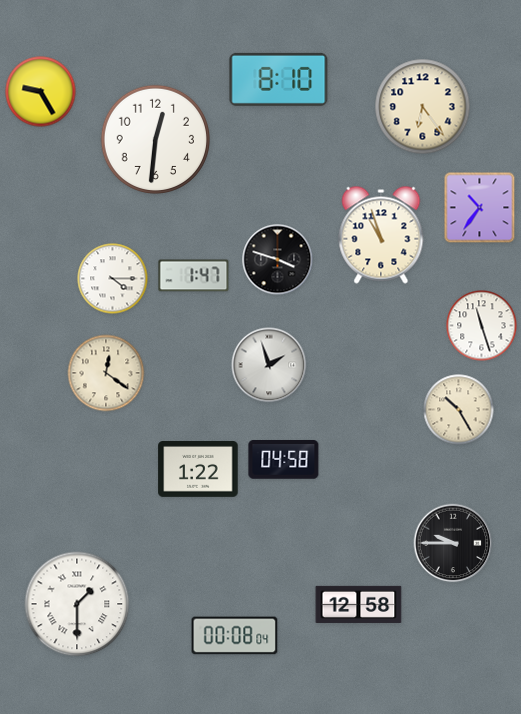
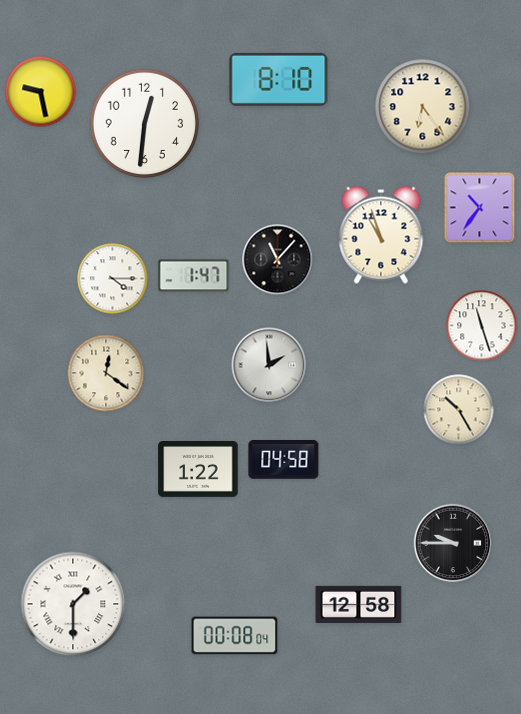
clock at (41, 92): 9:25 -> 9:28
clock at (155, 139) position: (155, 139) -> (144, 123)
clock at (278, 260): 3:48 -> 11:07
clock at (269, 365): 1:57 -> 1:59
clock at (77, 604) position: (77, 604) -> (73, 604)
